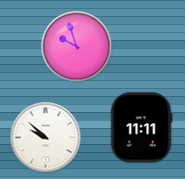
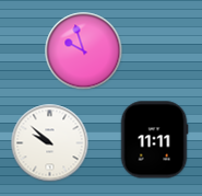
clock at (46, 138) position: (46, 138) -> (50, 143)
